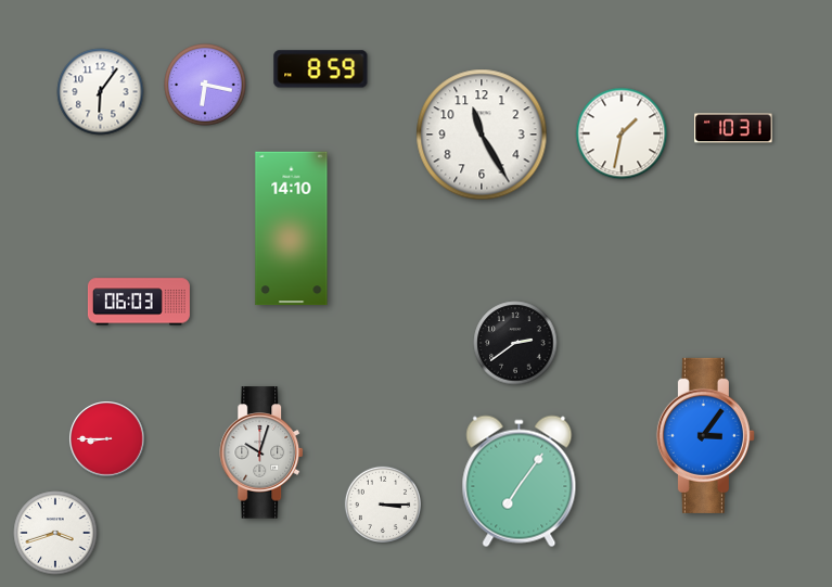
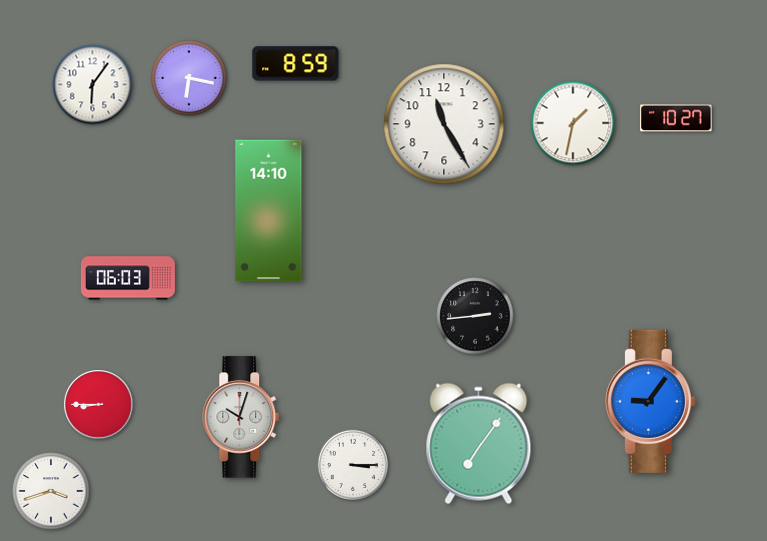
clock at (733, 128): 10:31 -> 10:27
clock at (515, 343): 2:39 -> 2:44
clock at (705, 435): 3:06 -> 9:06
